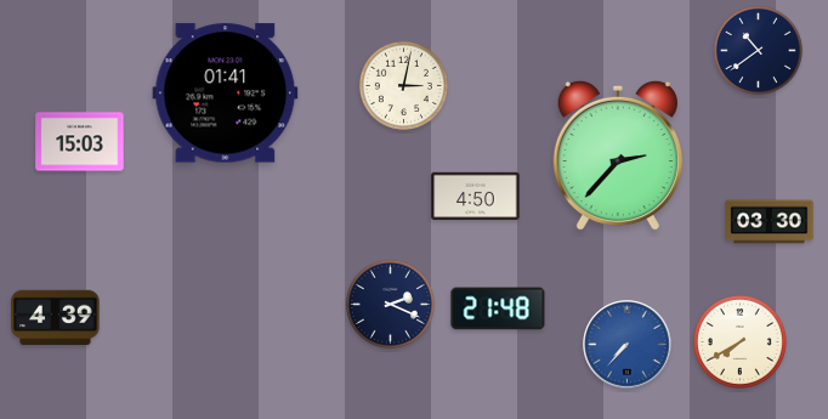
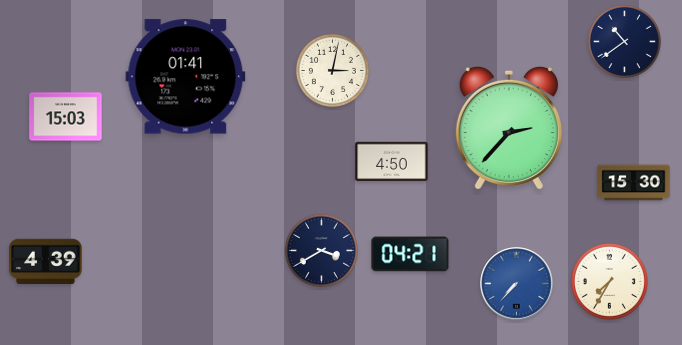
clock at (770, 222): 03:30 -> 15:30
clock at (390, 304): 2:19 -> 3:40
clock at (498, 308): 21:48 -> 04:21
clock at (739, 341): 7:40 -> 7:35
